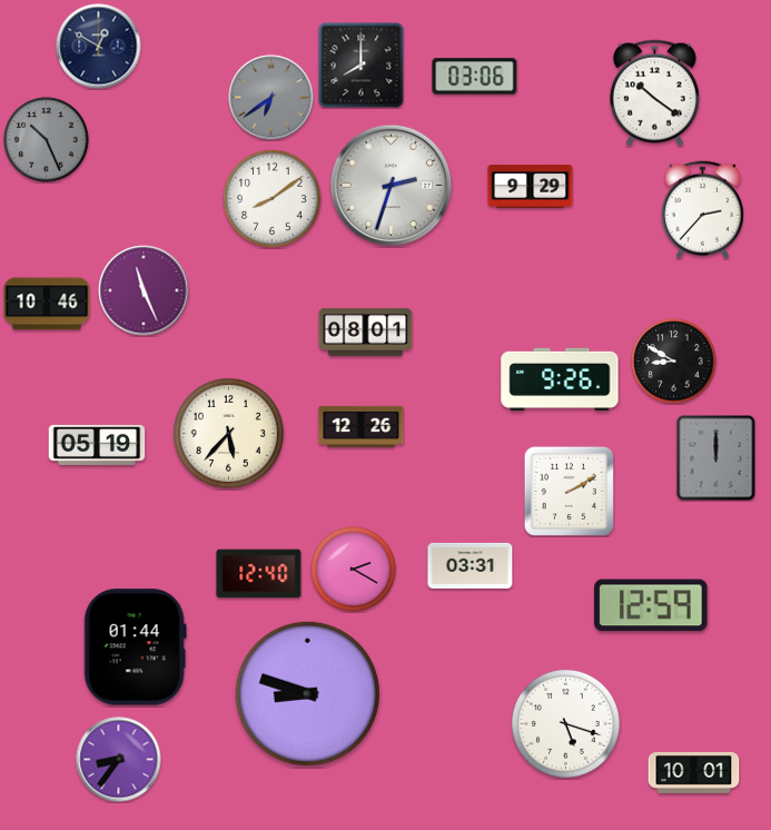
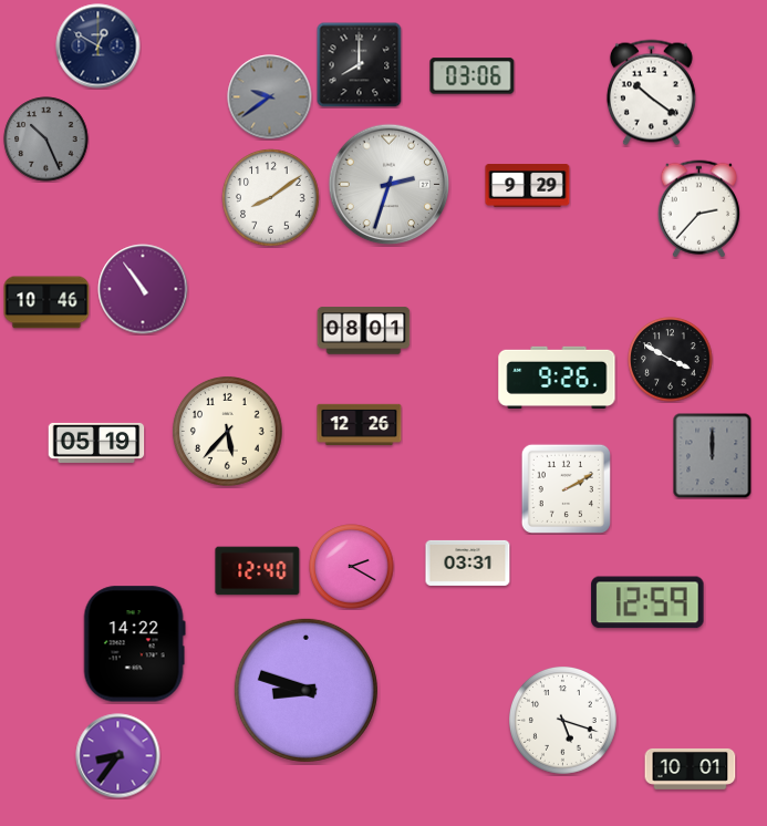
clock at (271, 98): 6:39 -> 9:39
clock at (144, 290): 11:26 -> 10:54
clock at (674, 362): 8:50 -> 3:50
clock at (135, 648): 01:44 -> 14:22
